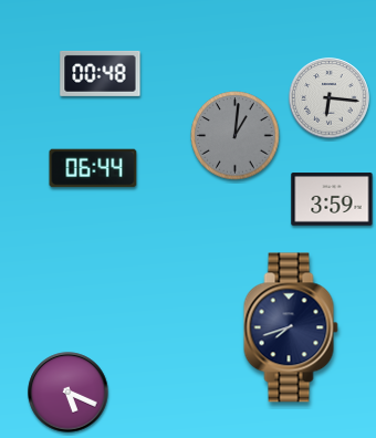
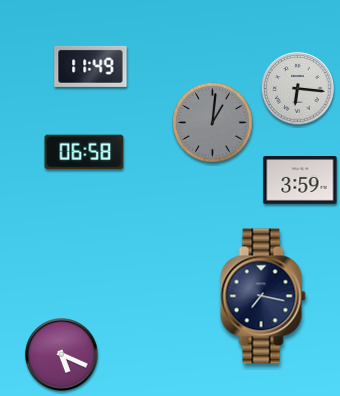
clock at (101, 73): 00:48 -> 11:49
clock at (93, 168): 06:44 -> 06:58
clock at (291, 327): 7:42 -> 7:17
